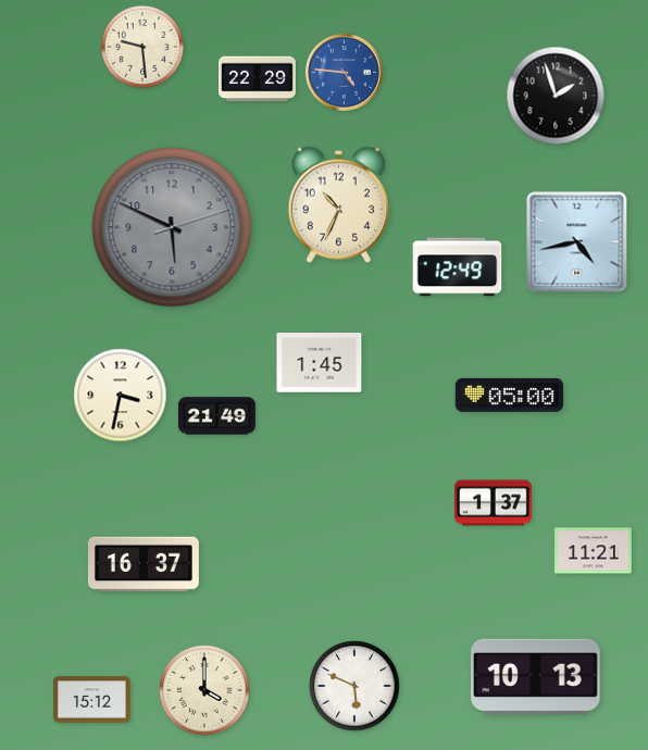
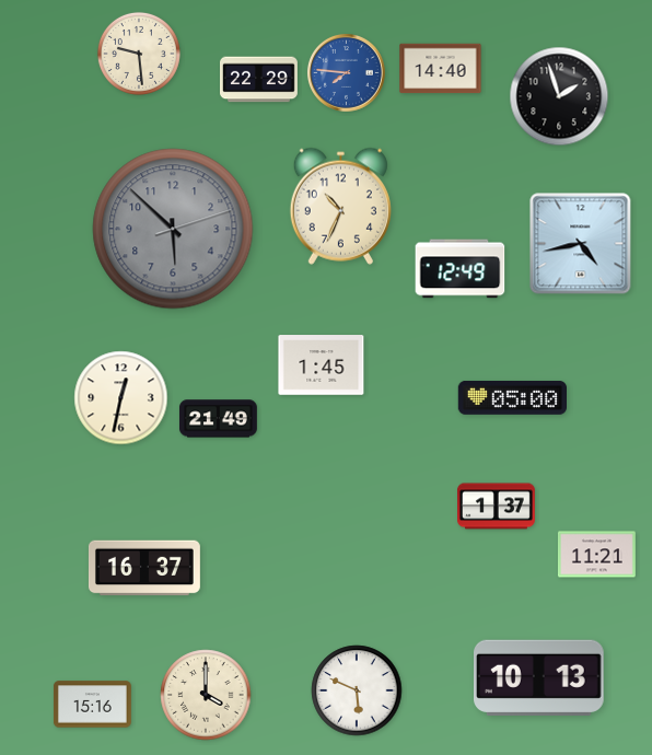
clock at (142, 47) position: (142, 47) -> (139, 54)
clock at (441, 69): none -> 14:40
clock at (344, 72): 4:46 -> 7:46
clock at (172, 227): 5:49 -> 5:52
clock at (121, 396): 3:32 -> 12:32
clock at (536, 676) position: (536, 676) -> (539, 677)
clock at (91, 700): 15:12 -> 15:16
